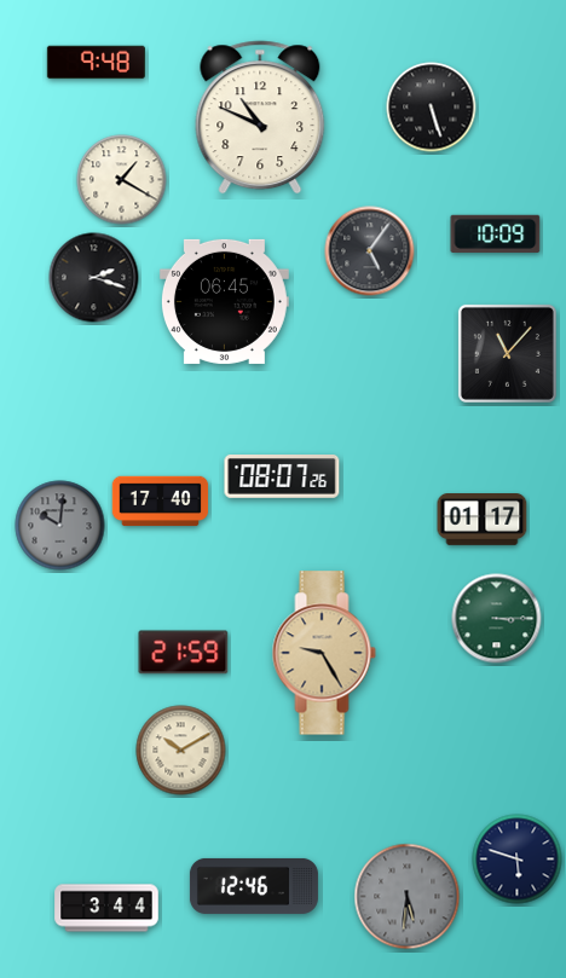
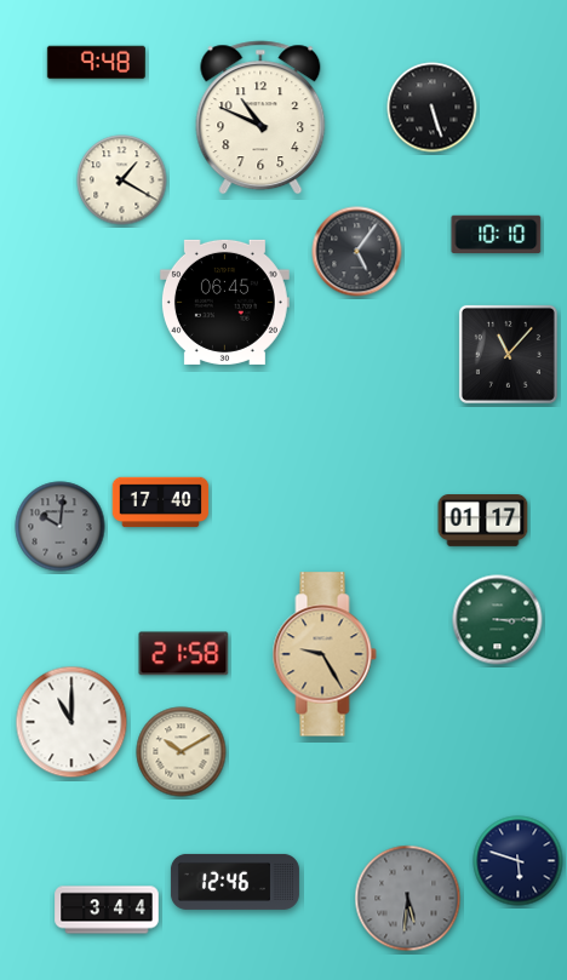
clock at (496, 233): 10:09 -> 10:10
clock at (370, 251) position: (370, 251) -> (357, 252)
clock at (94, 278): 2:18 -> none
clock at (282, 478): 08:07 -> none
clock at (184, 653): 21:59 -> 21:58
clock at (71, 722): none -> 11:00
clock at (254, 886) position: (254, 886) -> (235, 882)
